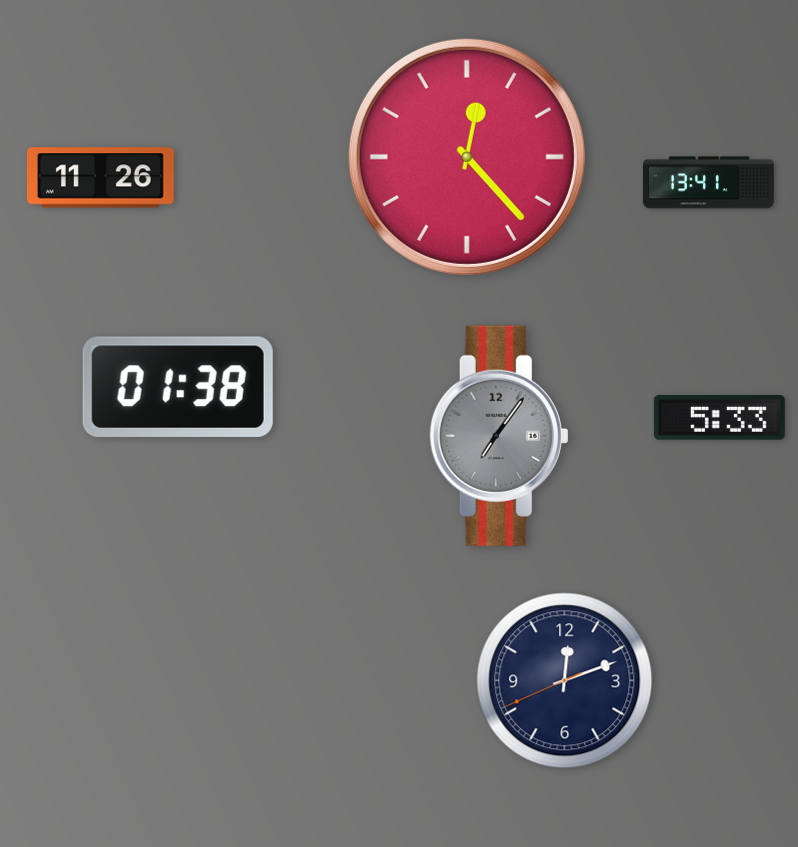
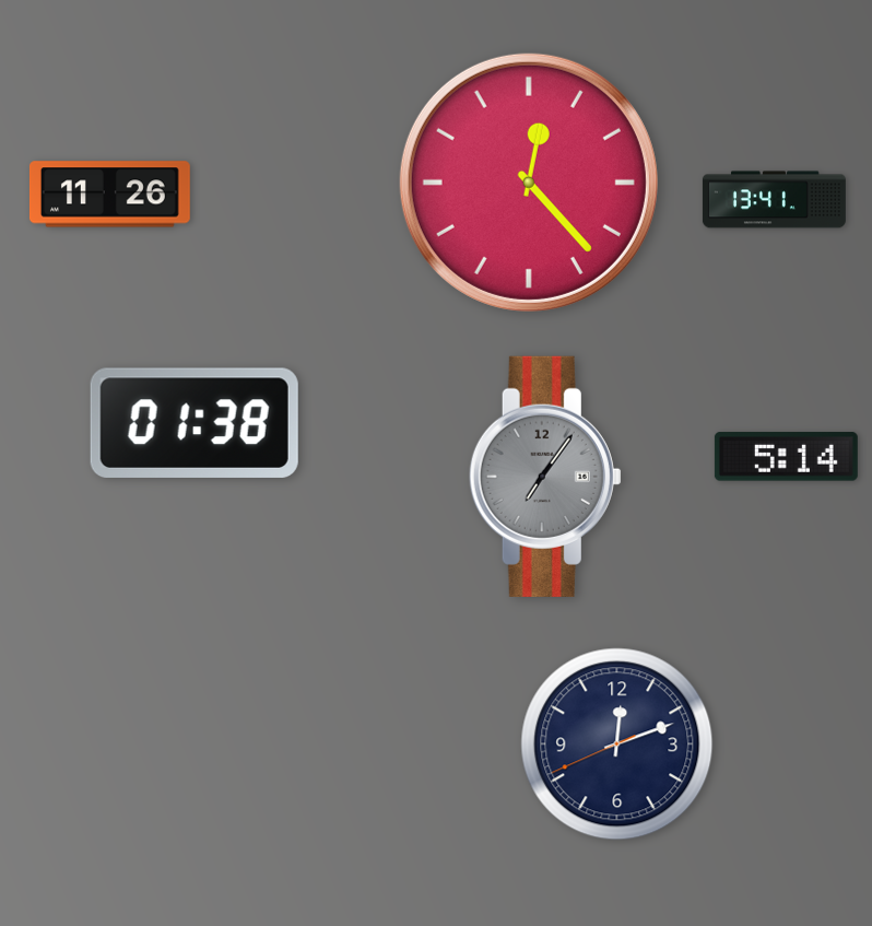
clock at (467, 157) position: (467, 157) -> (529, 183)
clock at (719, 418): 5:33 -> 5:14
